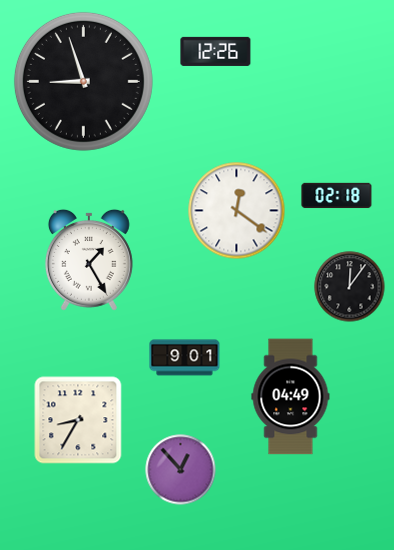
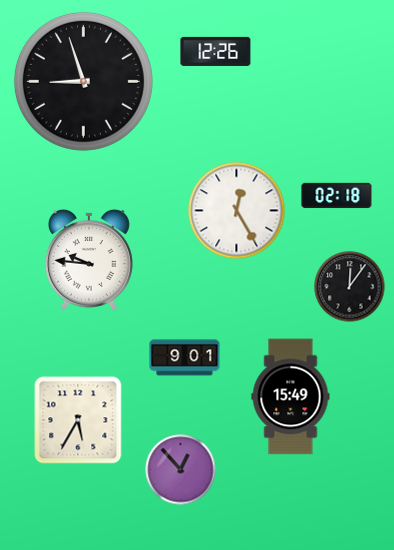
clock at (237, 211): 12:21 -> 12:25
clock at (89, 260): 1:25 -> 9:46
clock at (291, 397): 04:49 -> 15:49
clock at (78, 420): 8:35 -> 5:35
